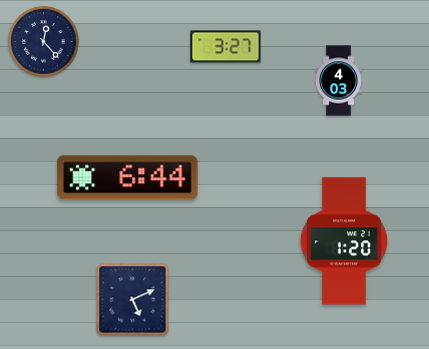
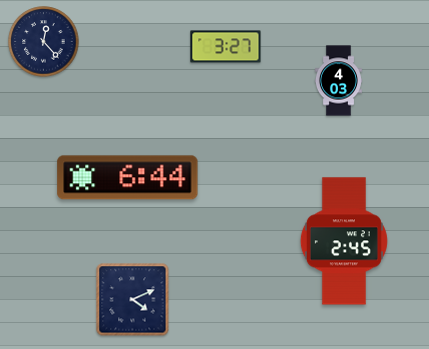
clock at (344, 241): 1:20 -> 2:45
clock at (133, 300): 5:11 -> 4:11
